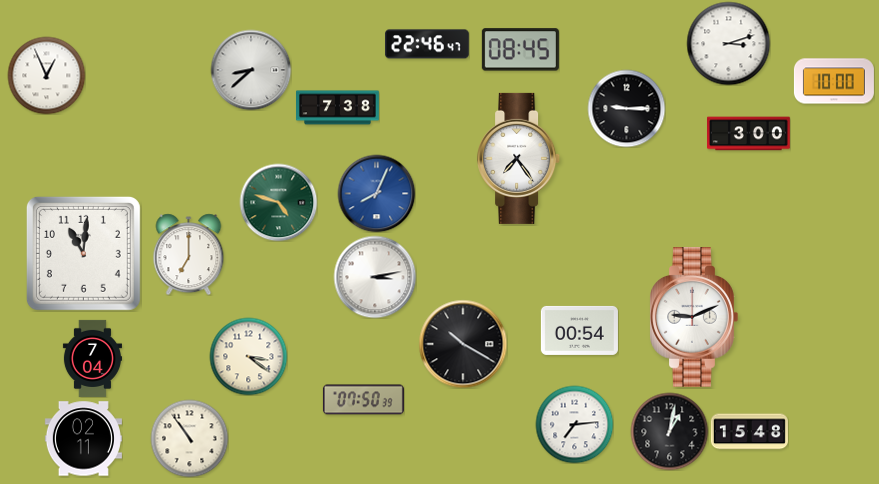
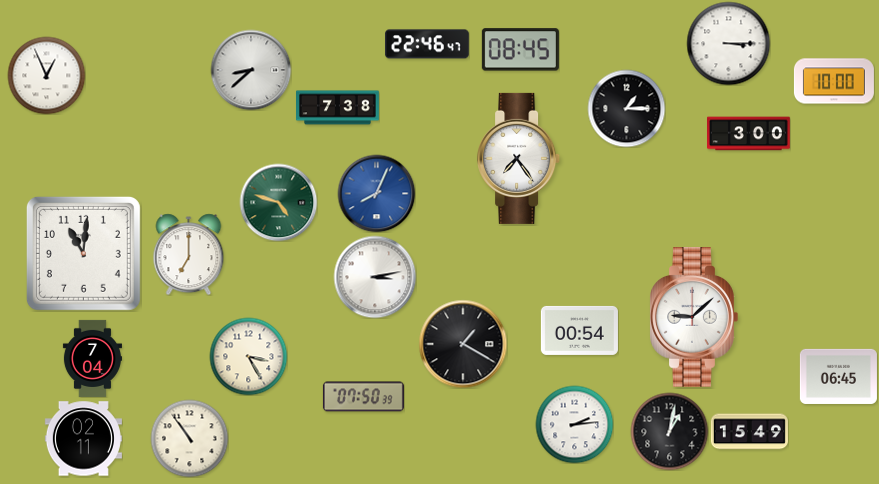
clock at (728, 43): 3:12 -> 3:15
clock at (626, 108): 9:15 -> 1:15
clock at (694, 317): 9:11 -> 9:08
clock at (463, 344): 10:20 -> 1:20
clock at (248, 356): 3:21 -> 3:25
clock at (838, 376): none -> 06:45
clock at (363, 400) position: (363, 400) -> (363, 397)
clock at (574, 424): 7:14 -> 2:14
clock at (749, 432): 15:48 -> 15:49
